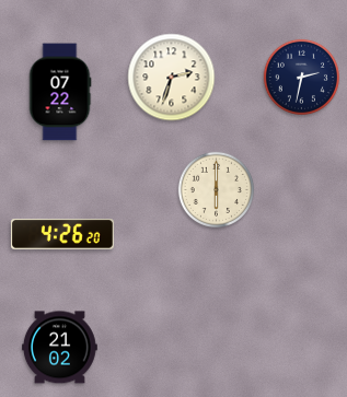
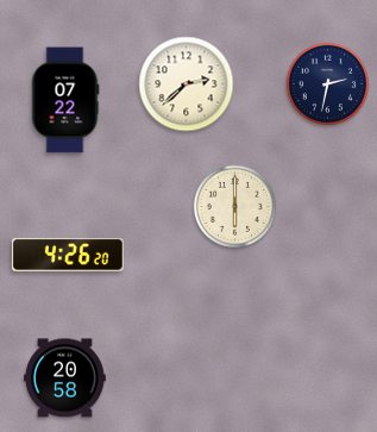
clock at (172, 78): 2:33 -> 2:38
clock at (60, 348): 21:02 -> 20:58
